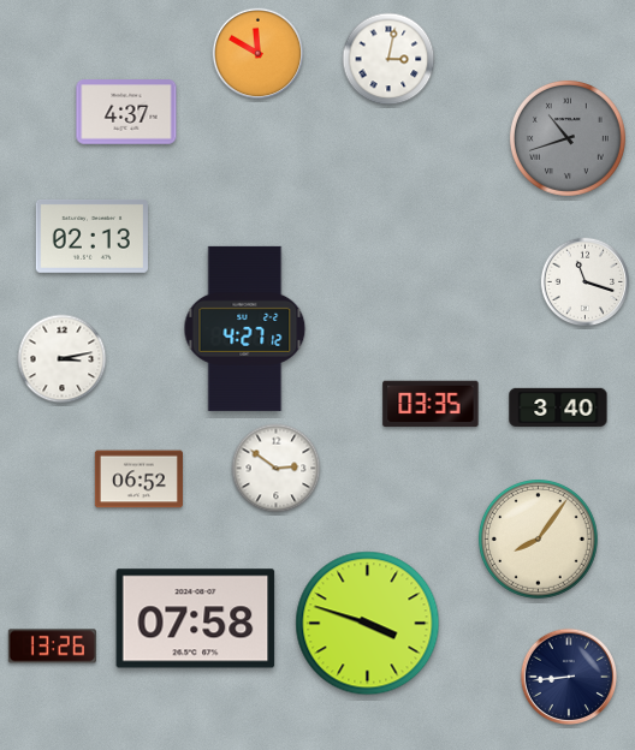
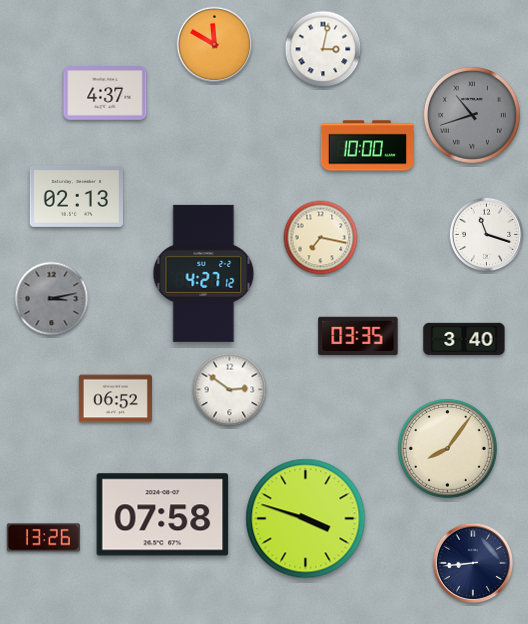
clock at (367, 146): none -> 10:00
clock at (321, 238): none -> 7:17
clock at (63, 359) dial: white -> grey
